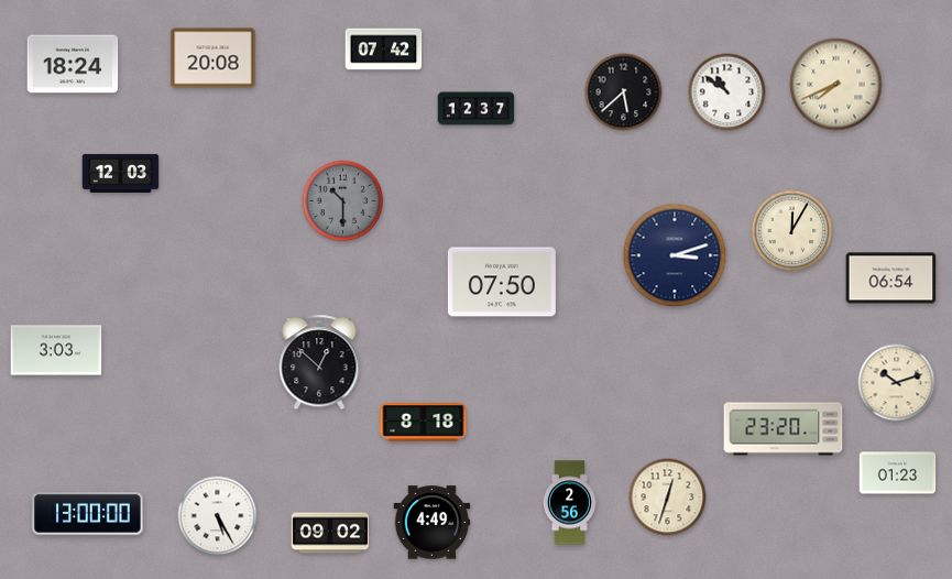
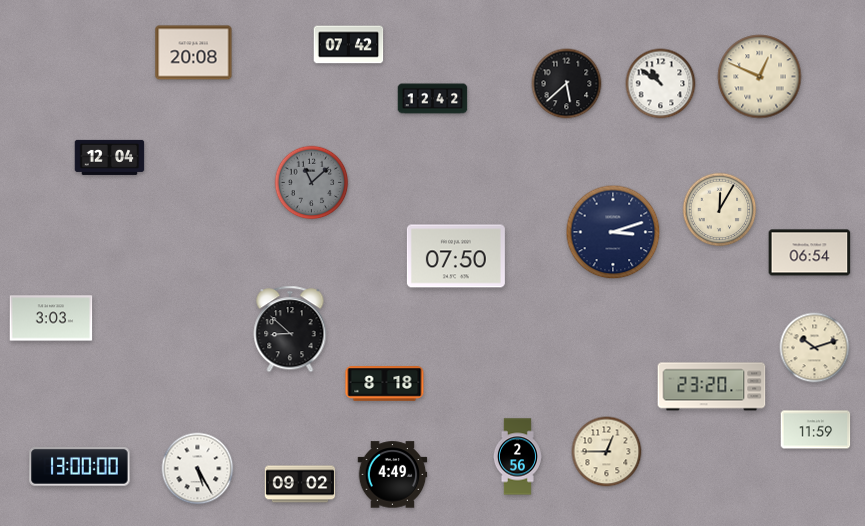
clock at (73, 64): 18:24 -> none
clock at (836, 85): 7:41 -> 12:49
clock at (477, 109): 12:37 -> 12:42
clock at (121, 173): 12:03 -> 12:04
clock at (343, 201): 10:30 -> 11:08
clock at (319, 362): 12:52 -> 8:52
clock at (784, 429) position: (784, 429) -> (712, 387)
clock at (898, 473): 01:23 -> 11:59
clock at (668, 498): 12:33 -> 12:45
